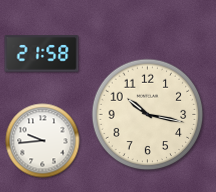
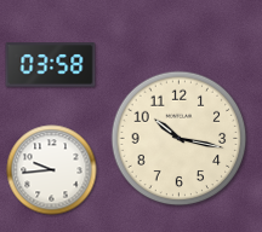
clock at (42, 54): 21:58 -> 03:58
